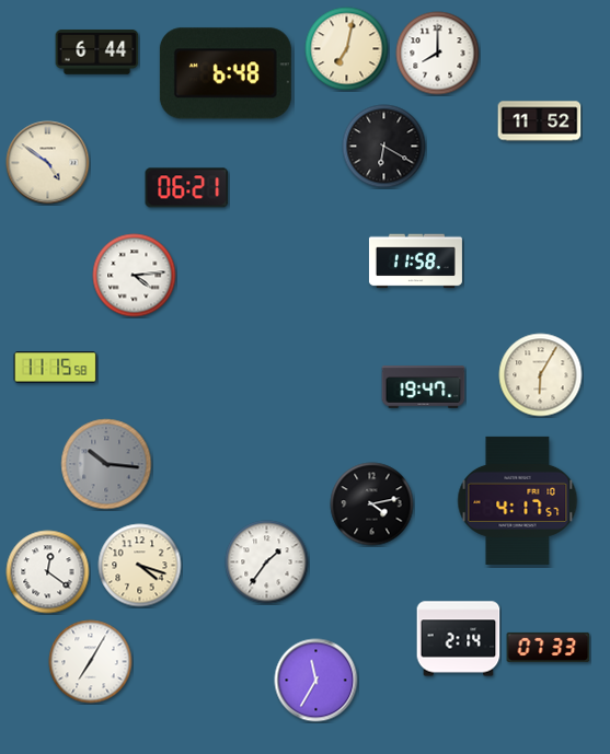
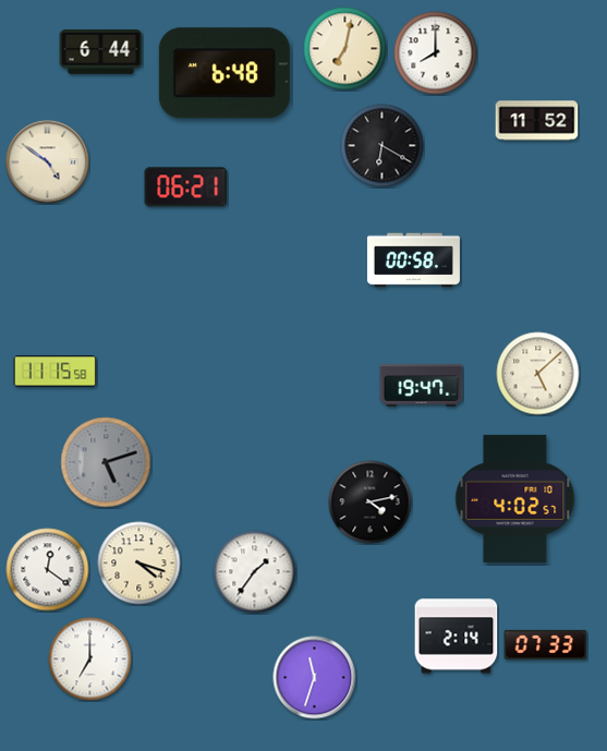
clock at (97, 53) position: (97, 53) -> (101, 52)
clock at (415, 262): 11:58 -> 00:58
clock at (135, 276): 4:14 -> none
clock at (56, 368) position: (56, 368) -> (56, 372)
clock at (541, 375): 6:05 -> 5:08
clock at (106, 464): 10:16 -> 5:12
clock at (518, 500): 4:17 -> 4:02
clock at (267, 562) position: (267, 562) -> (255, 572)
clock at (91, 662): 7:05 -> 7:00
clock at (316, 681): 11:35 -> 11:33
